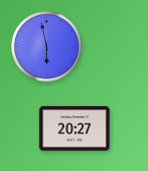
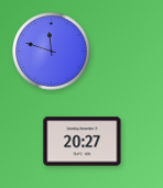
clock at (47, 47): 5:58 -> 11:48
